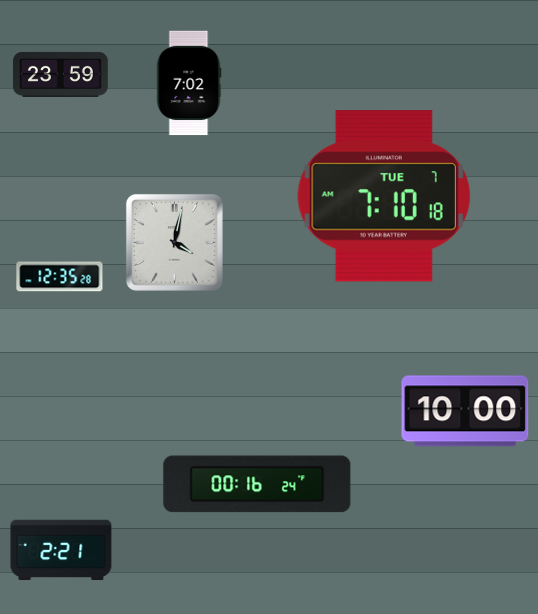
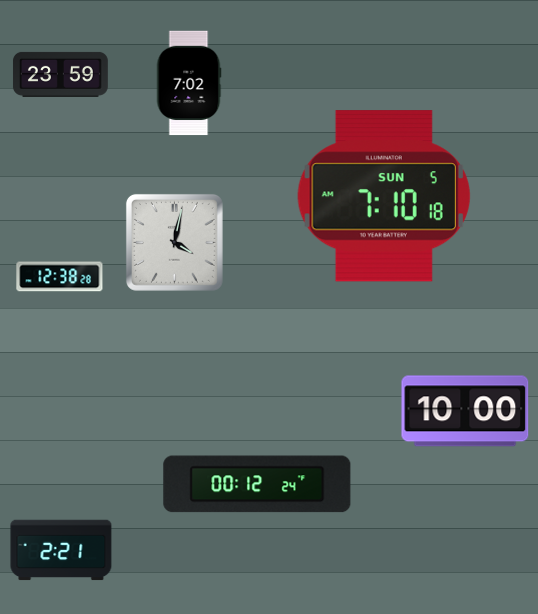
clock at (384, 196) date: TUE 7 -> SUN 5
clock at (60, 277): 12:35 -> 12:38
clock at (257, 484): 00:16 -> 00:12
